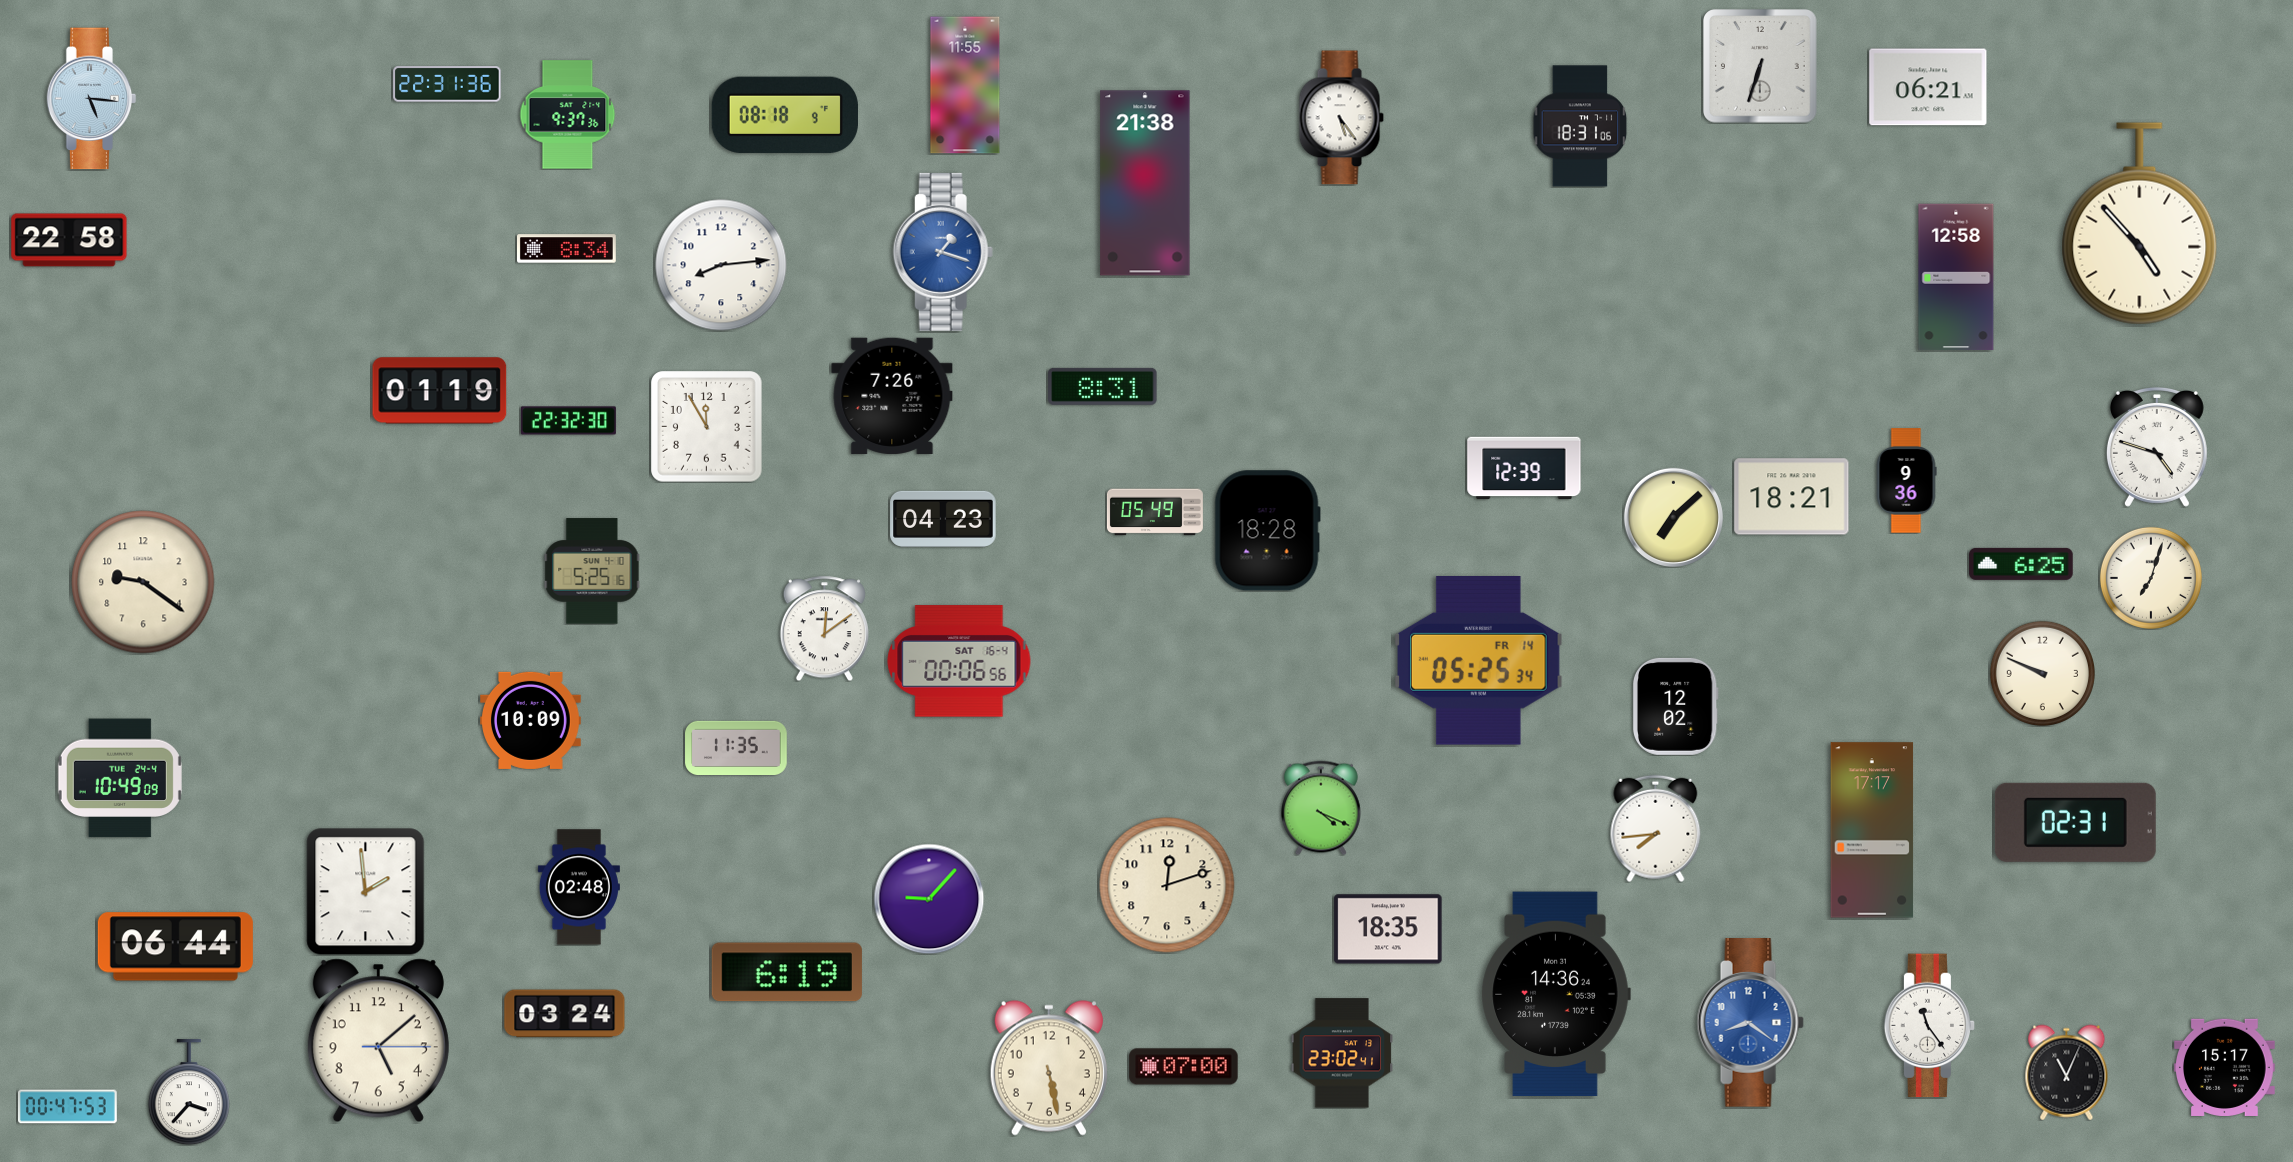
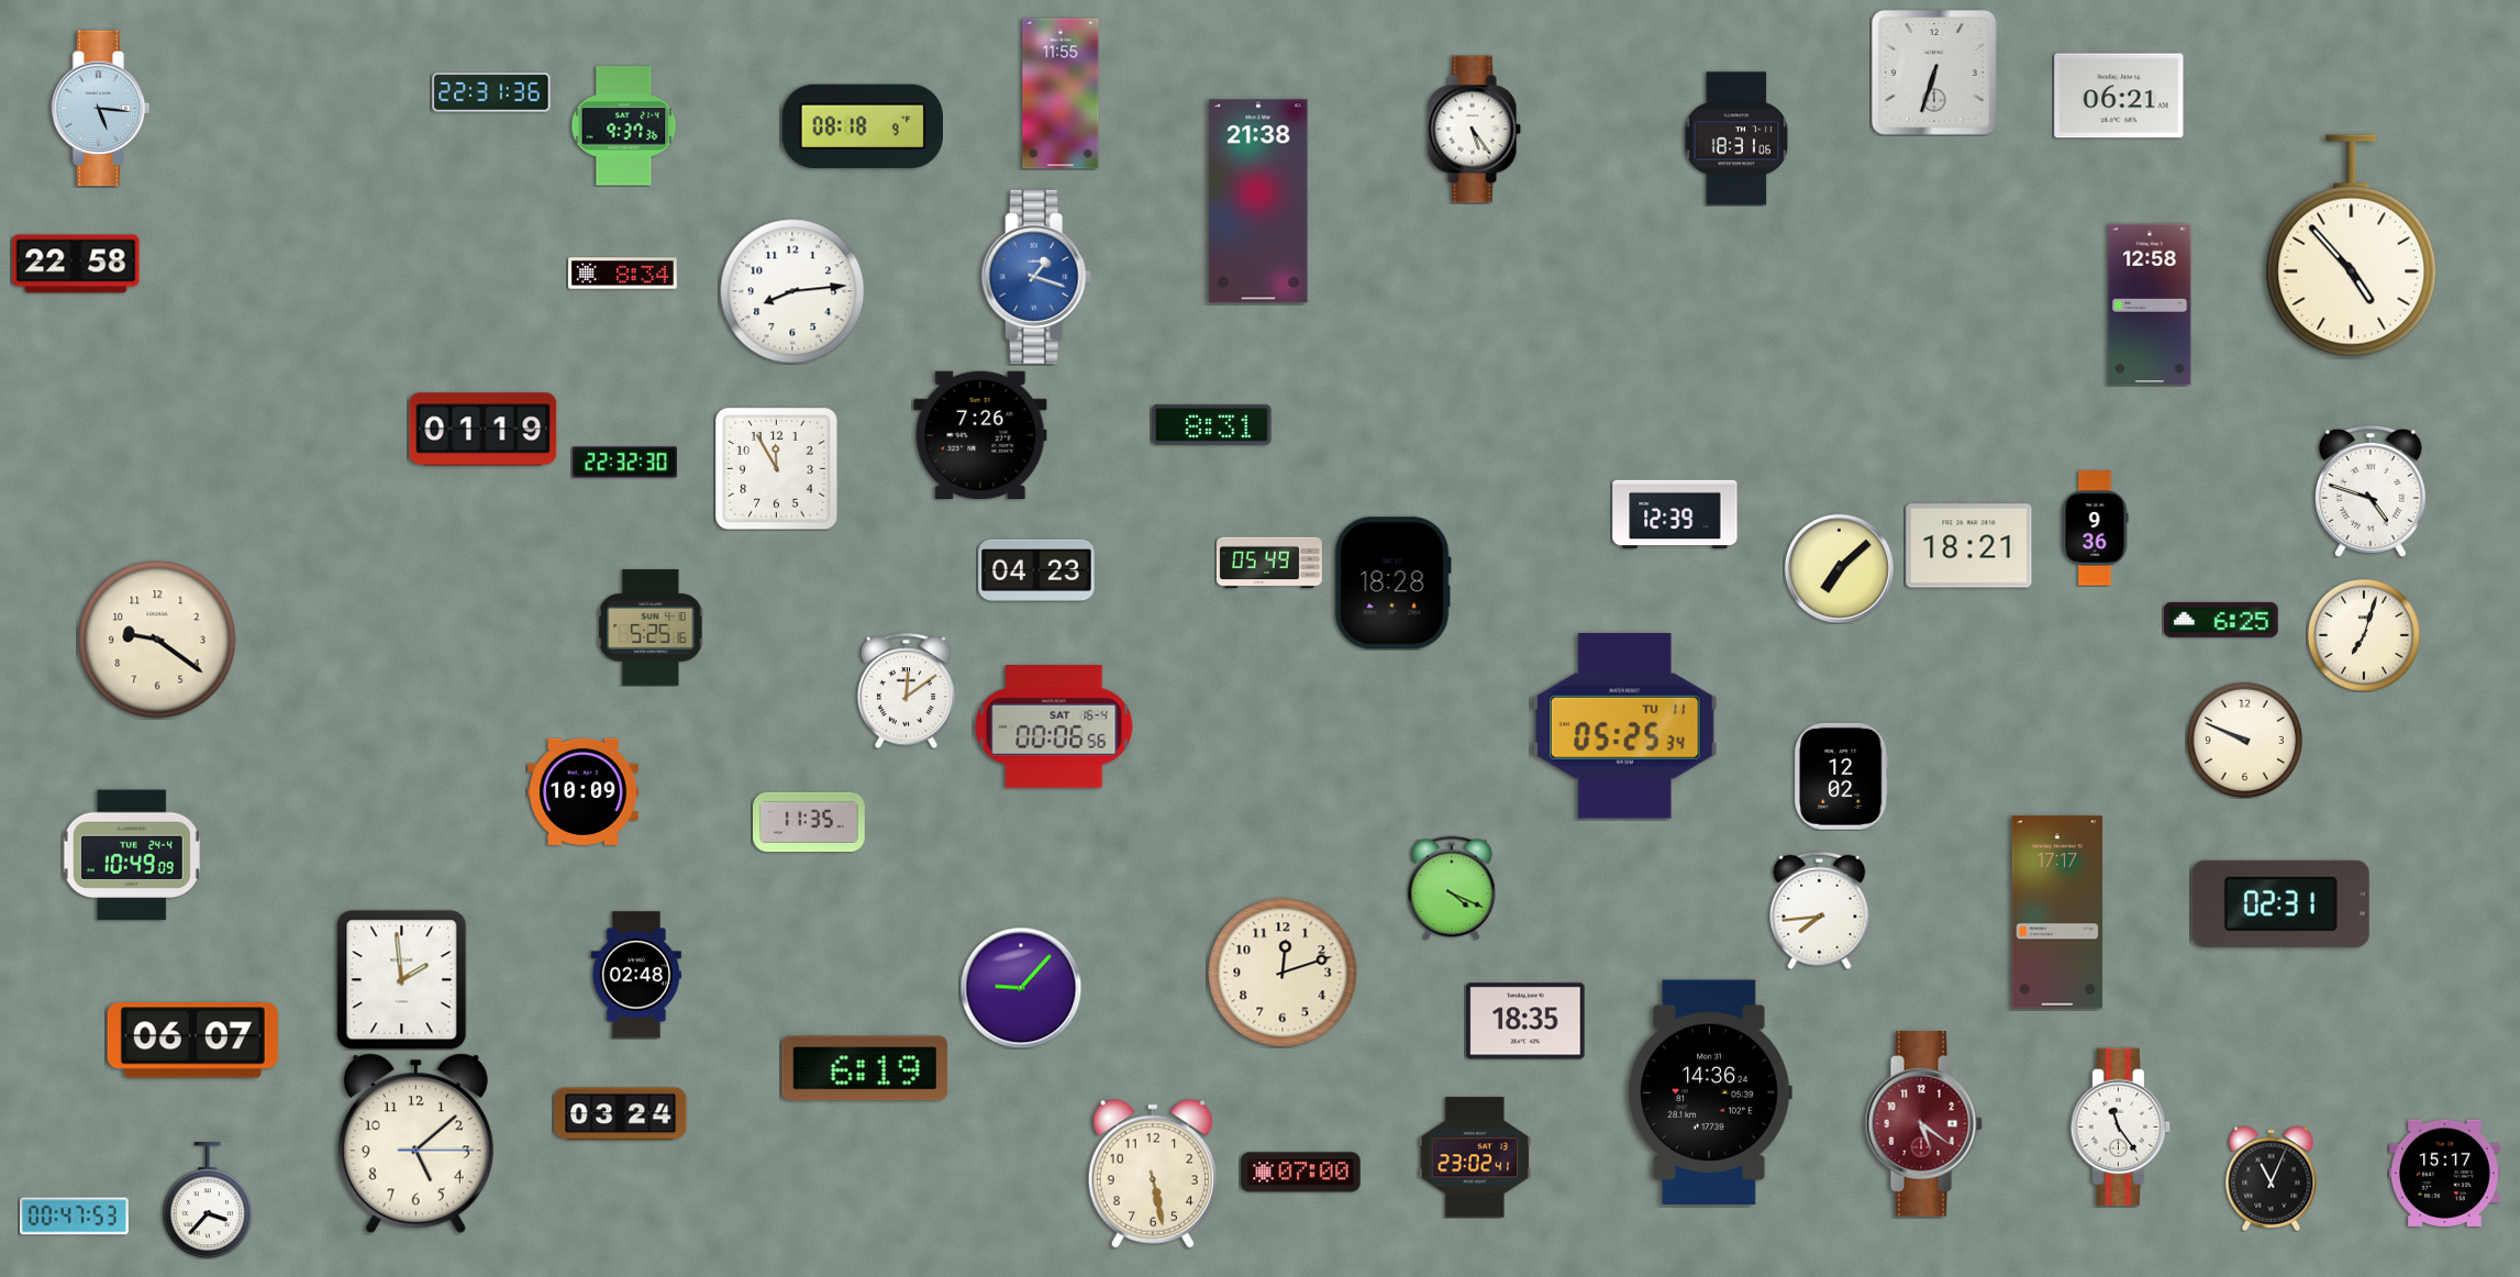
clock at (1479, 661) date: FR 14 -> TU 11
clock at (175, 947): 06:44 -> 06:07
clock at (1750, 1023): 8:21 -> 5:21
clock at (1750, 1023) dial: blue -> burgundy
